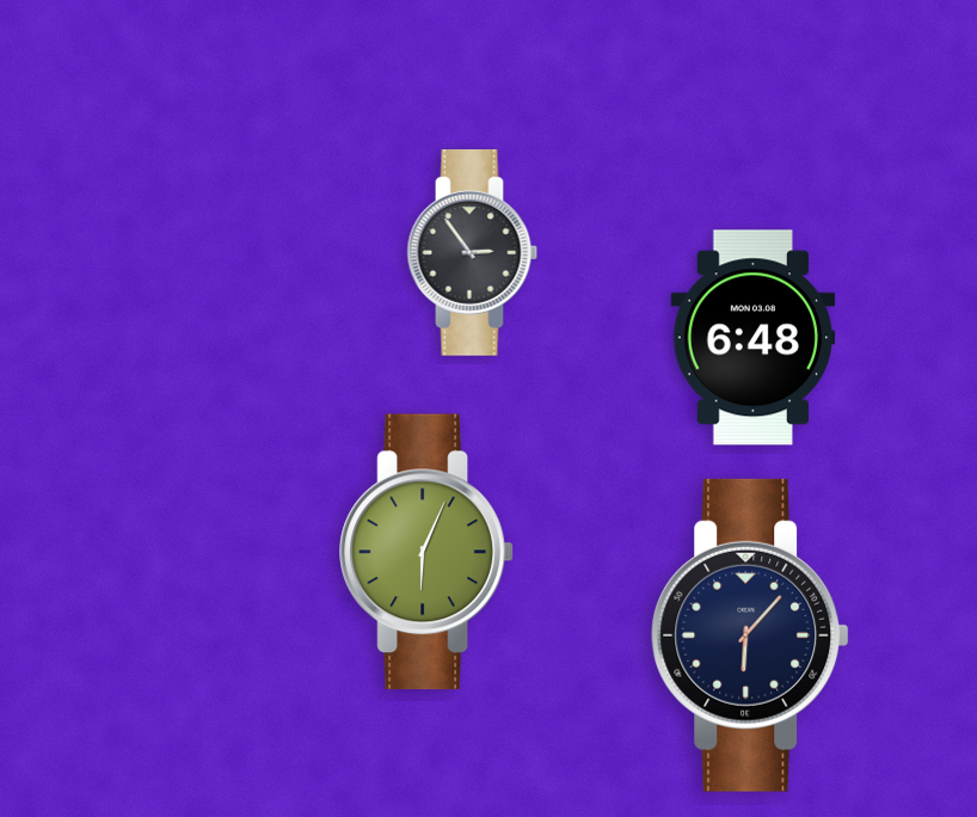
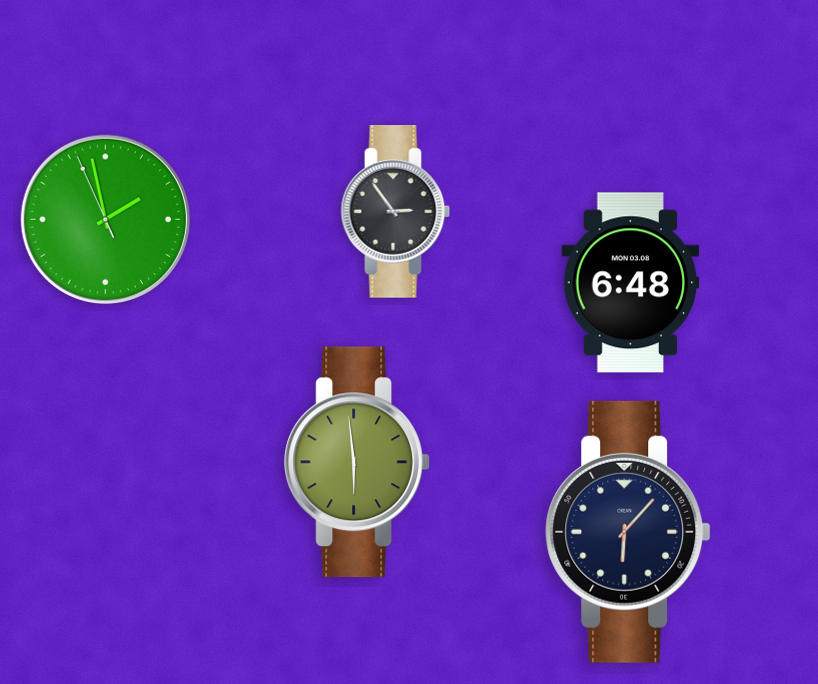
clock at (105, 219): none -> 1:57
clock at (426, 552): 6:04 -> 5:59
